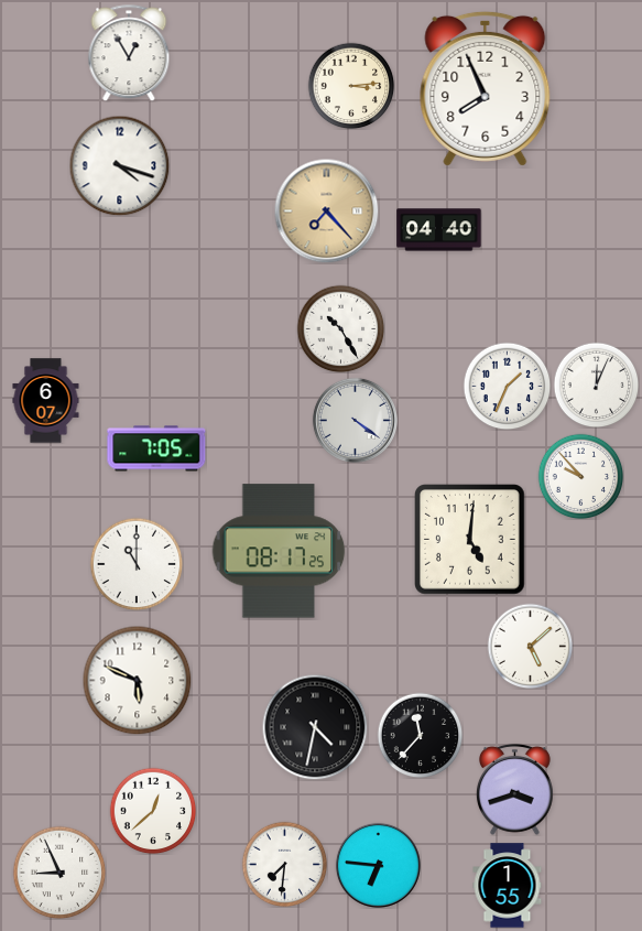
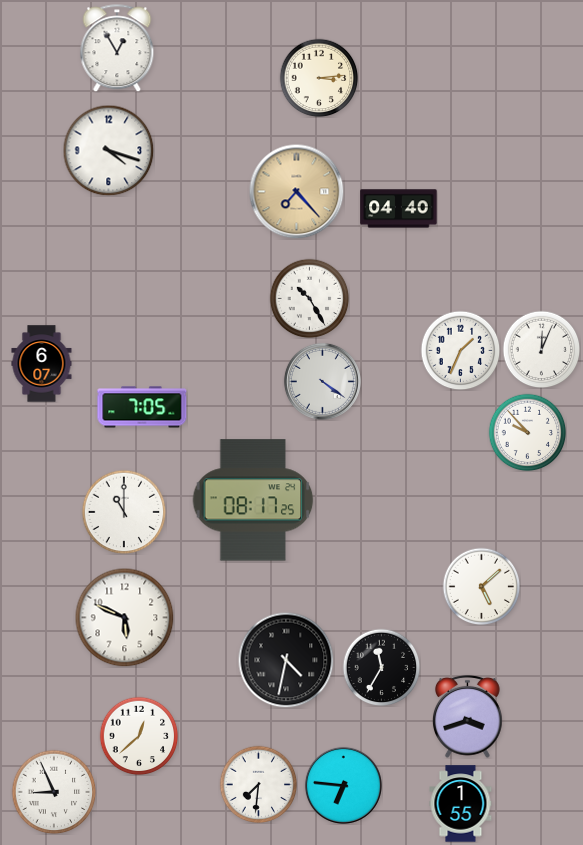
clock at (486, 88): 7:56 -> none
clock at (470, 540): 5:01 -> none
clock at (420, 735): 11:37 -> 11:35
